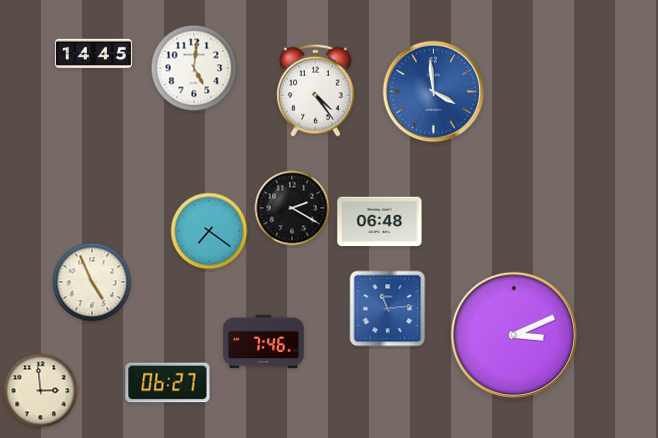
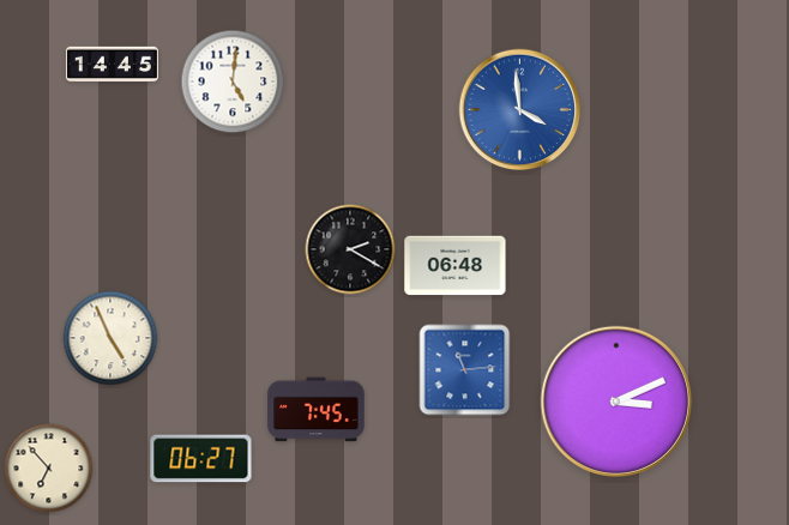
clock at (315, 90): 4:24 -> none
clock at (209, 231): 7:21 -> none
clock at (264, 342): 7:46 -> 7:45
clock at (41, 391): 2:59 -> 6:53
